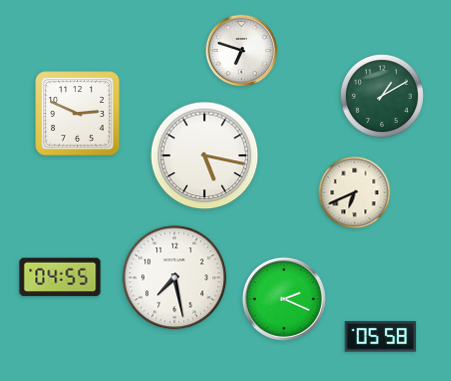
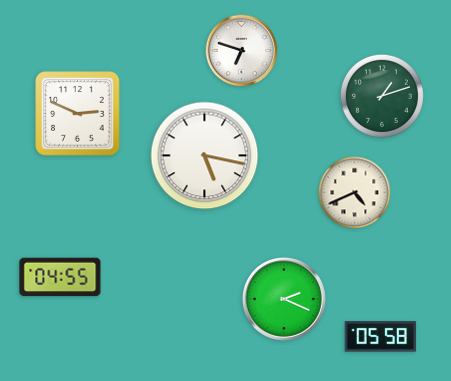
clock at (382, 96): 1:10 -> 1:12
clock at (355, 193): 6:41 -> 4:41
clock at (175, 278): 7:28 -> none
